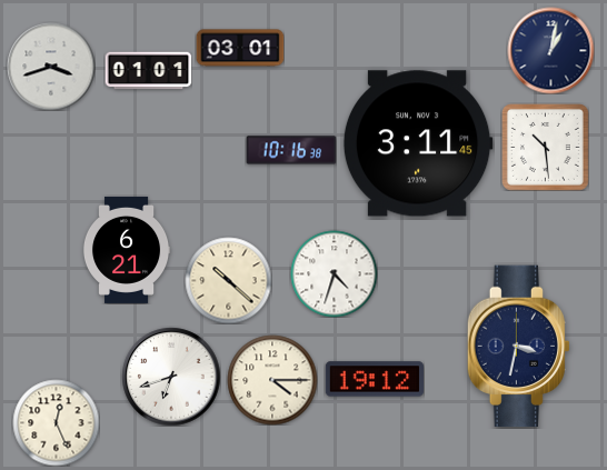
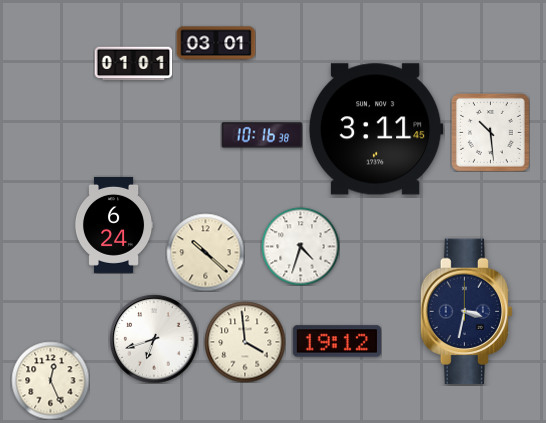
clock at (550, 50): 1:02 -> none
clock at (51, 67): 3:42 -> none
clock at (127, 250): 6:21 -> 6:24
clock at (272, 380): 4:15 -> 3:59
